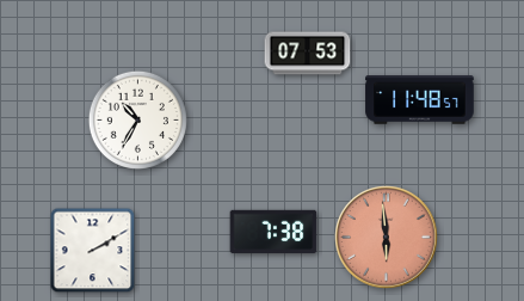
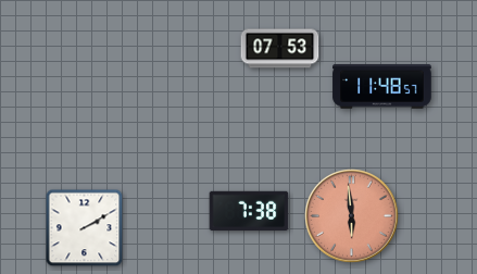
clock at (420, 100) position: (420, 100) -> (382, 87)
clock at (137, 119): 10:35 -> none
